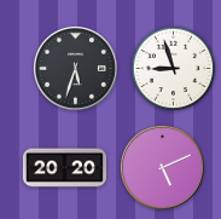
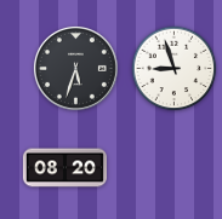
clock at (162, 167): 5:11 -> none
clock at (64, 168): 20:20 -> 08:20
